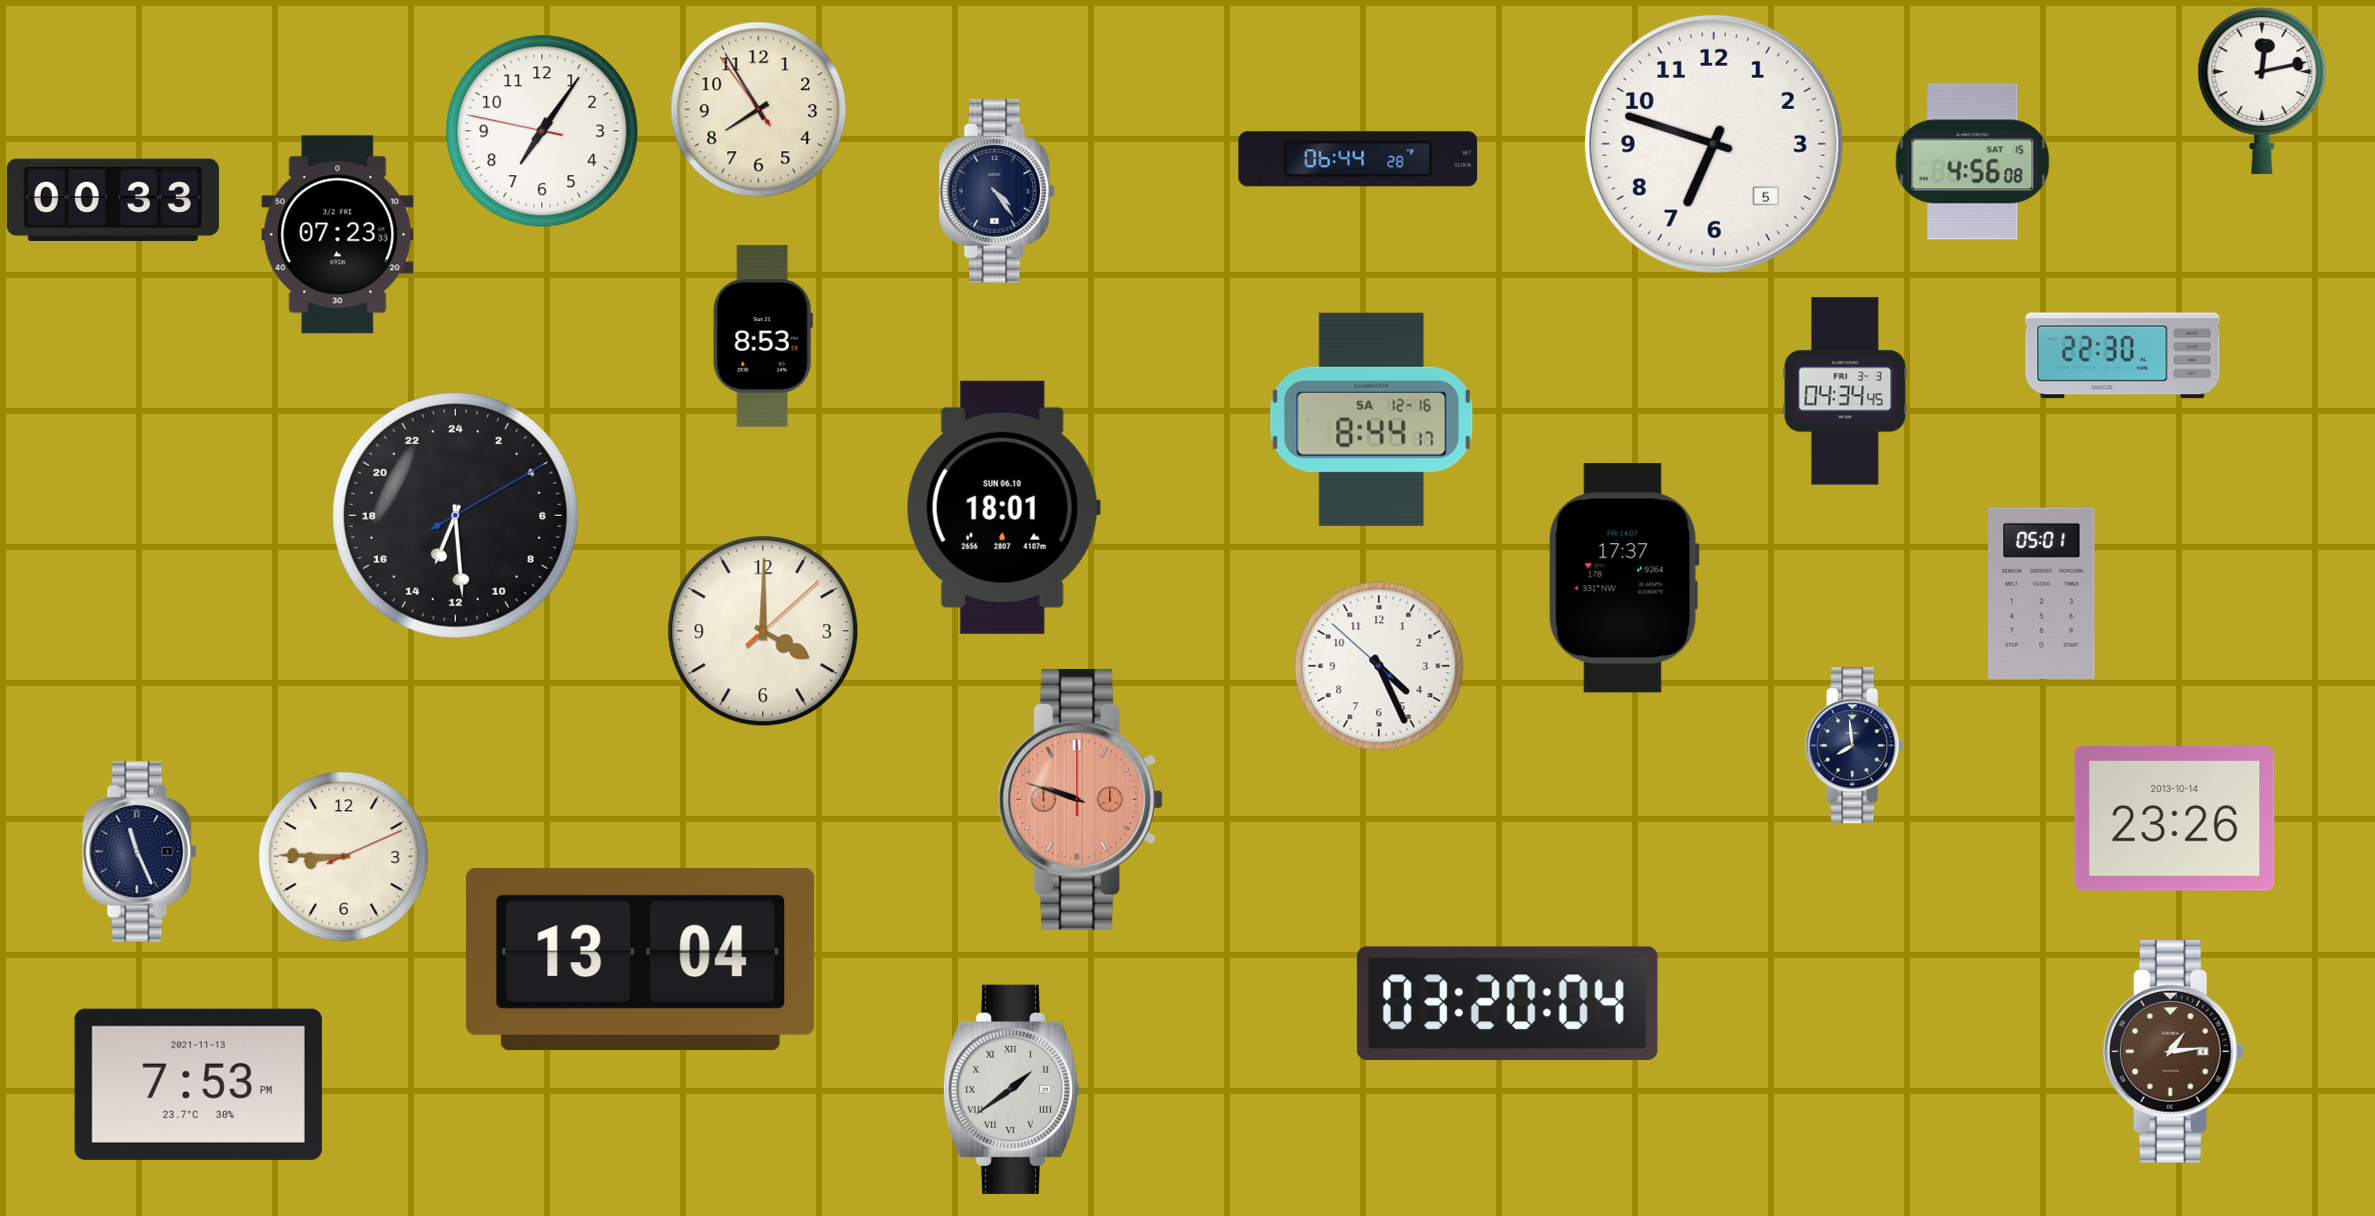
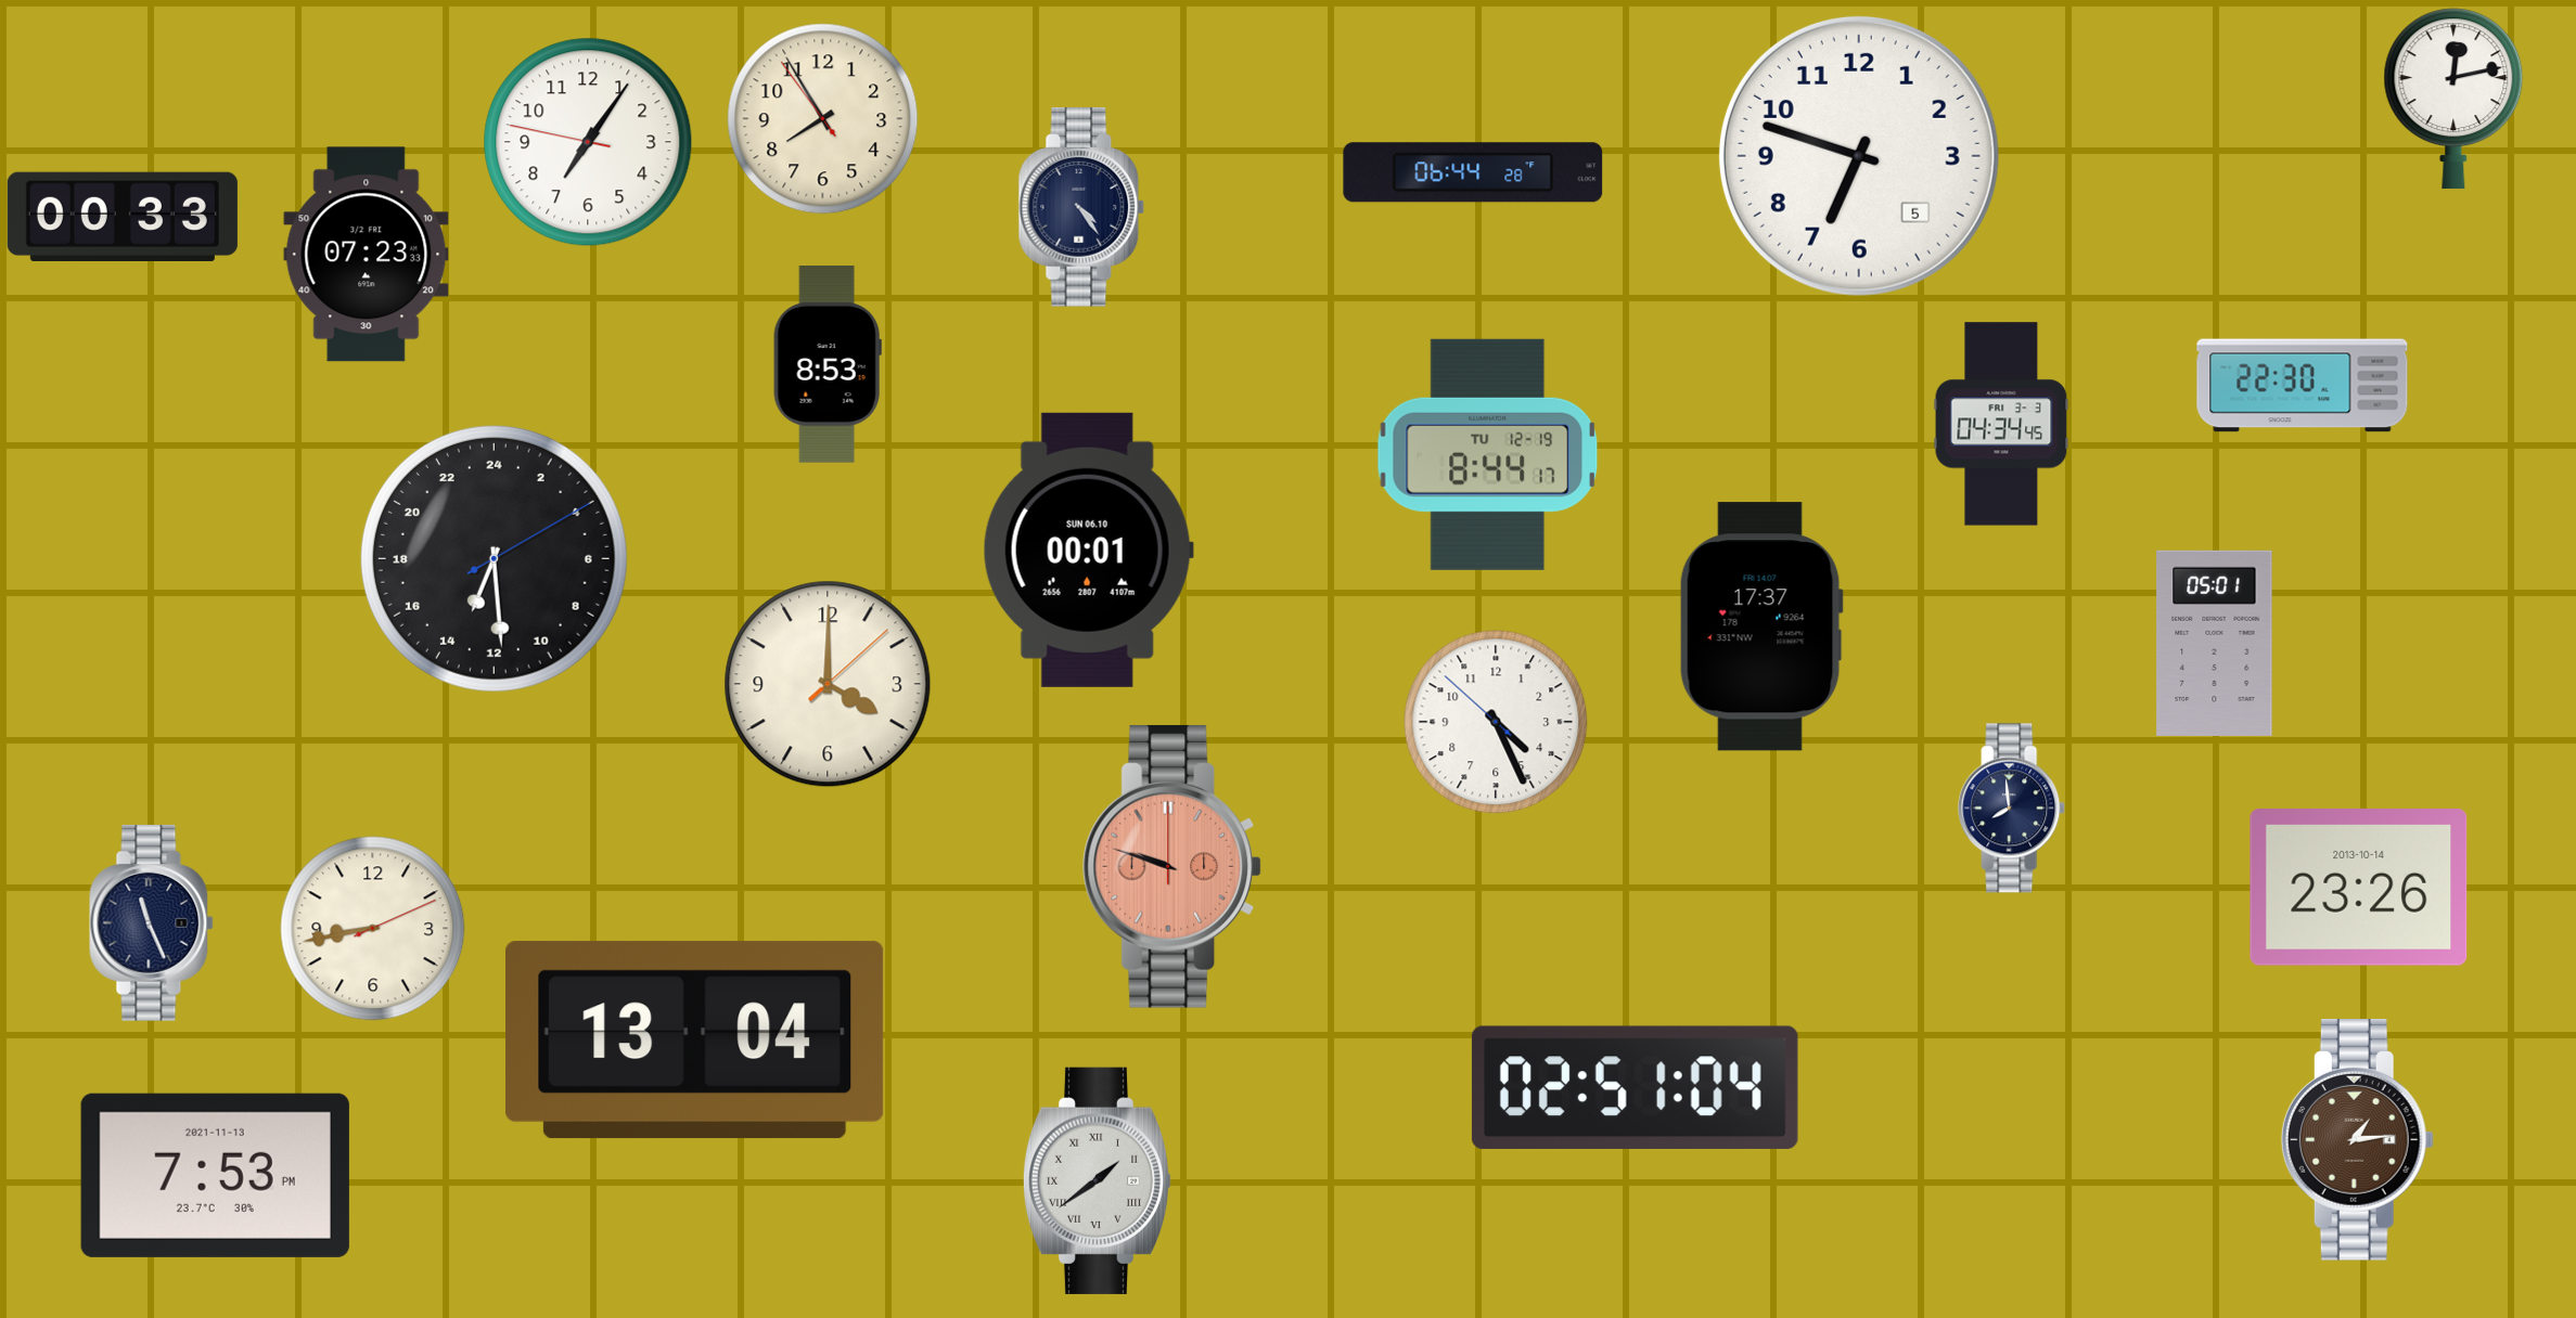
clock at (1973, 162): 4:56 -> none
clock at (1372, 419) date: SA 12-16 -> TU 12-19
clock at (1003, 507): 18:01 -> 00:01
clock at (344, 857): 8:45 -> 8:43
clock at (1507, 1003): 03:20 -> 02:51
